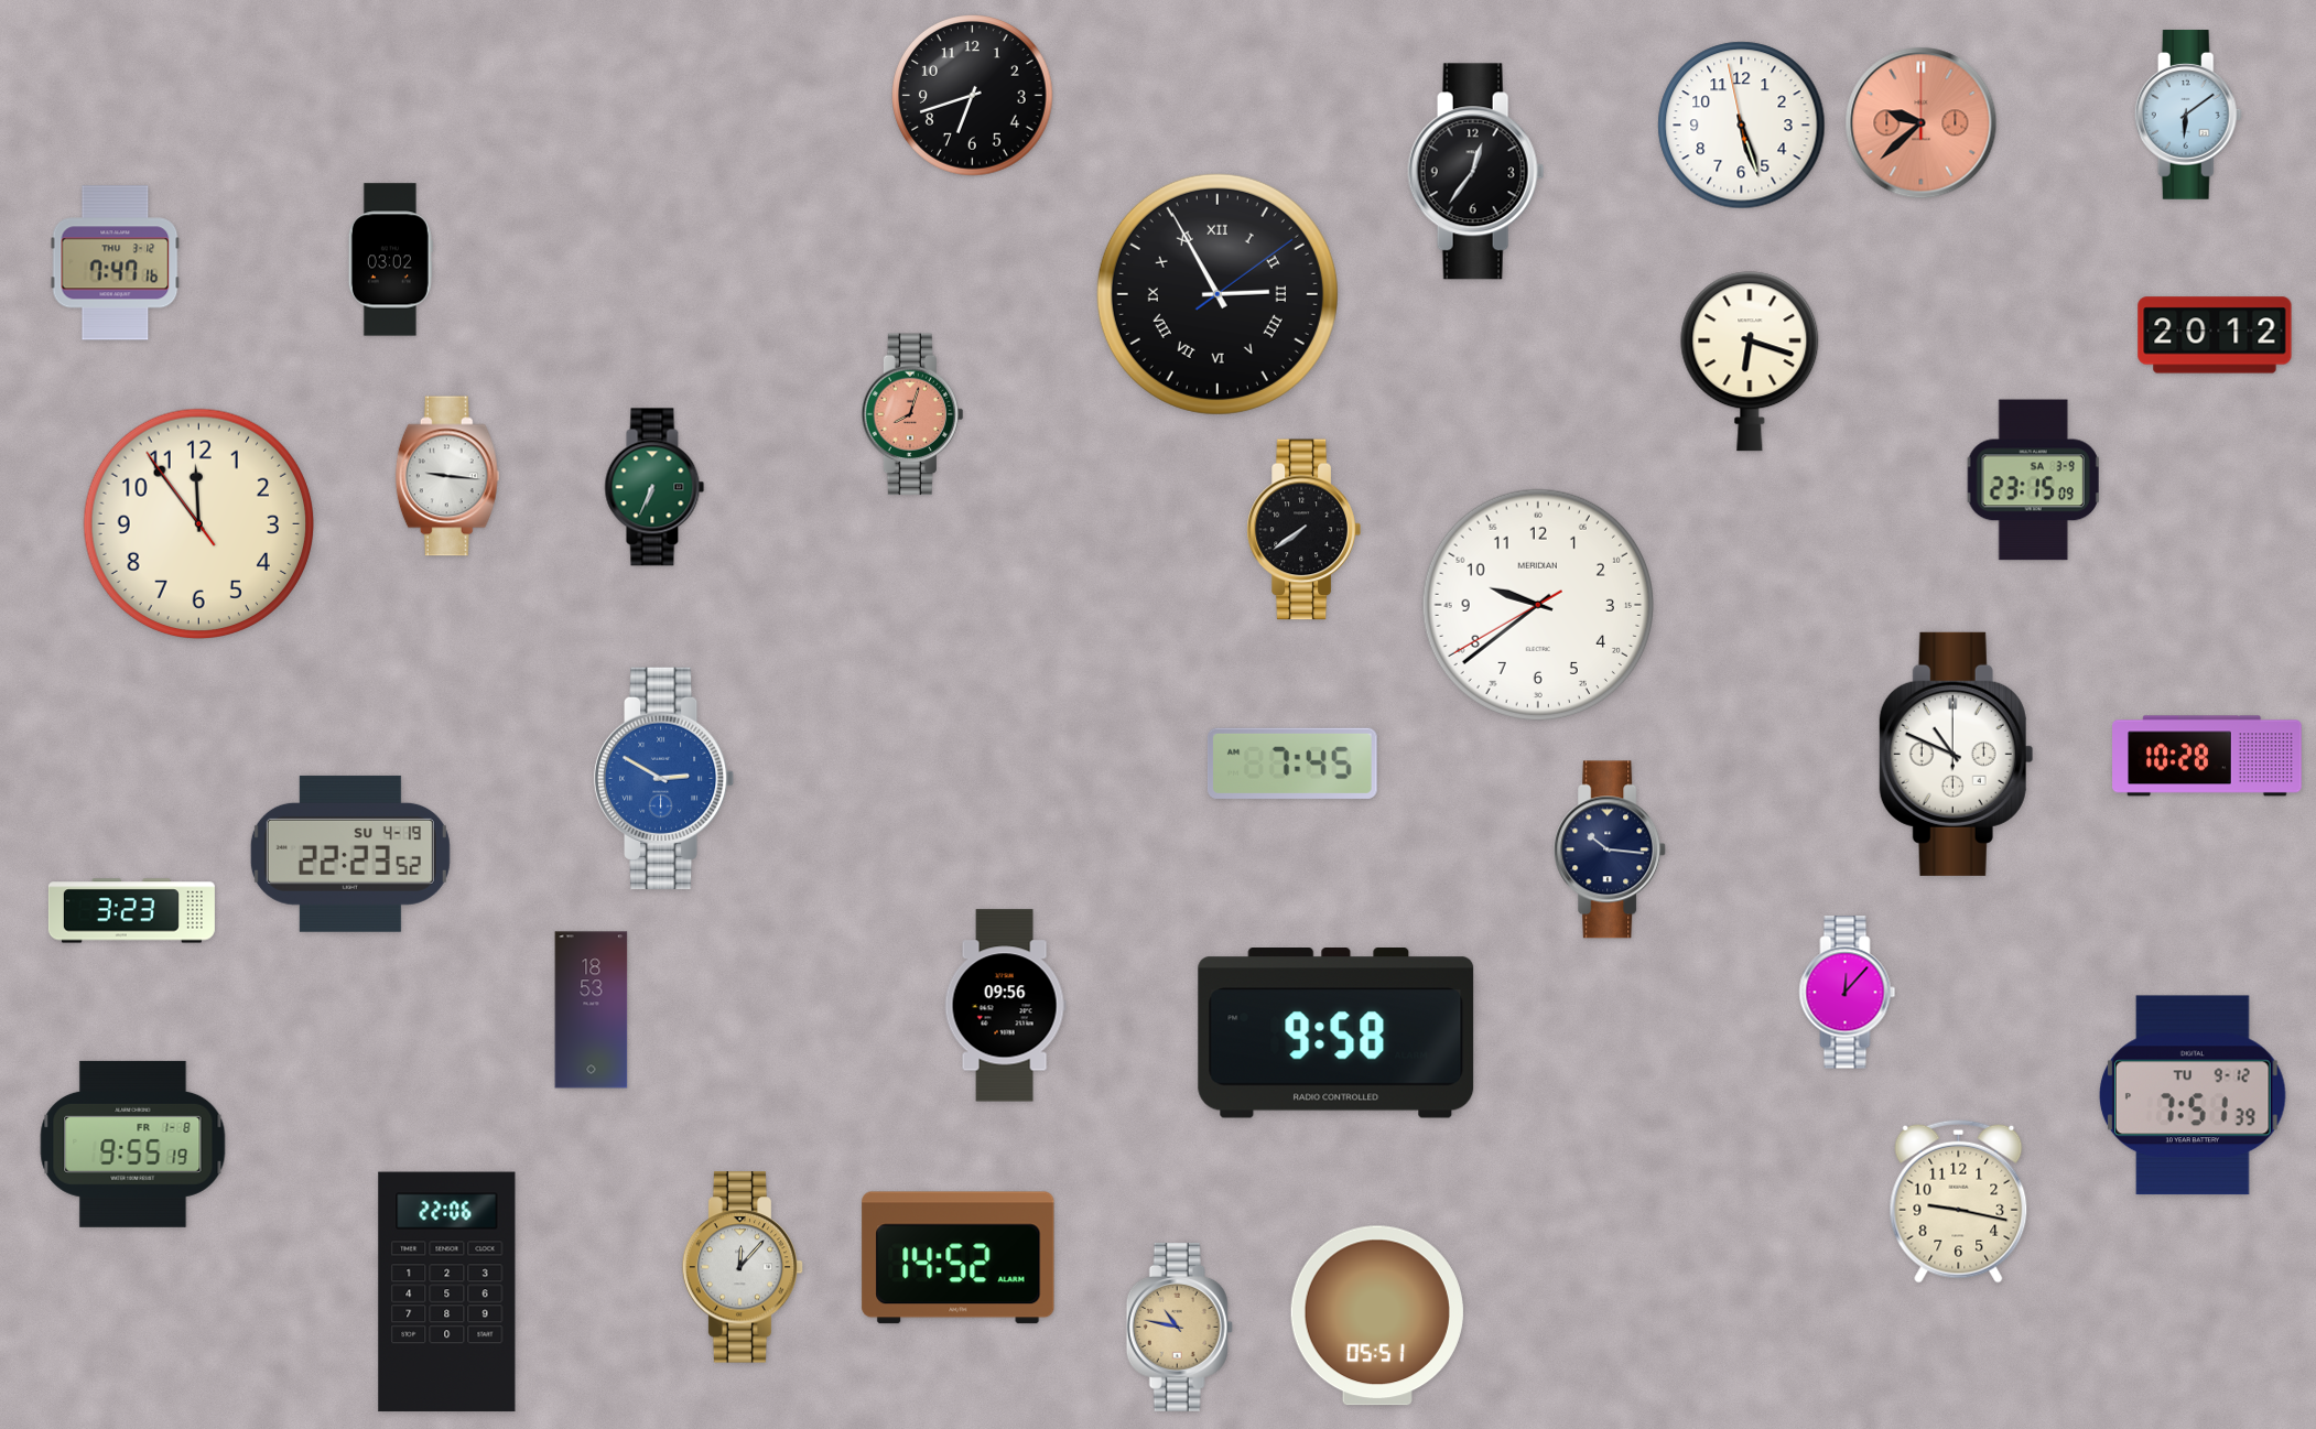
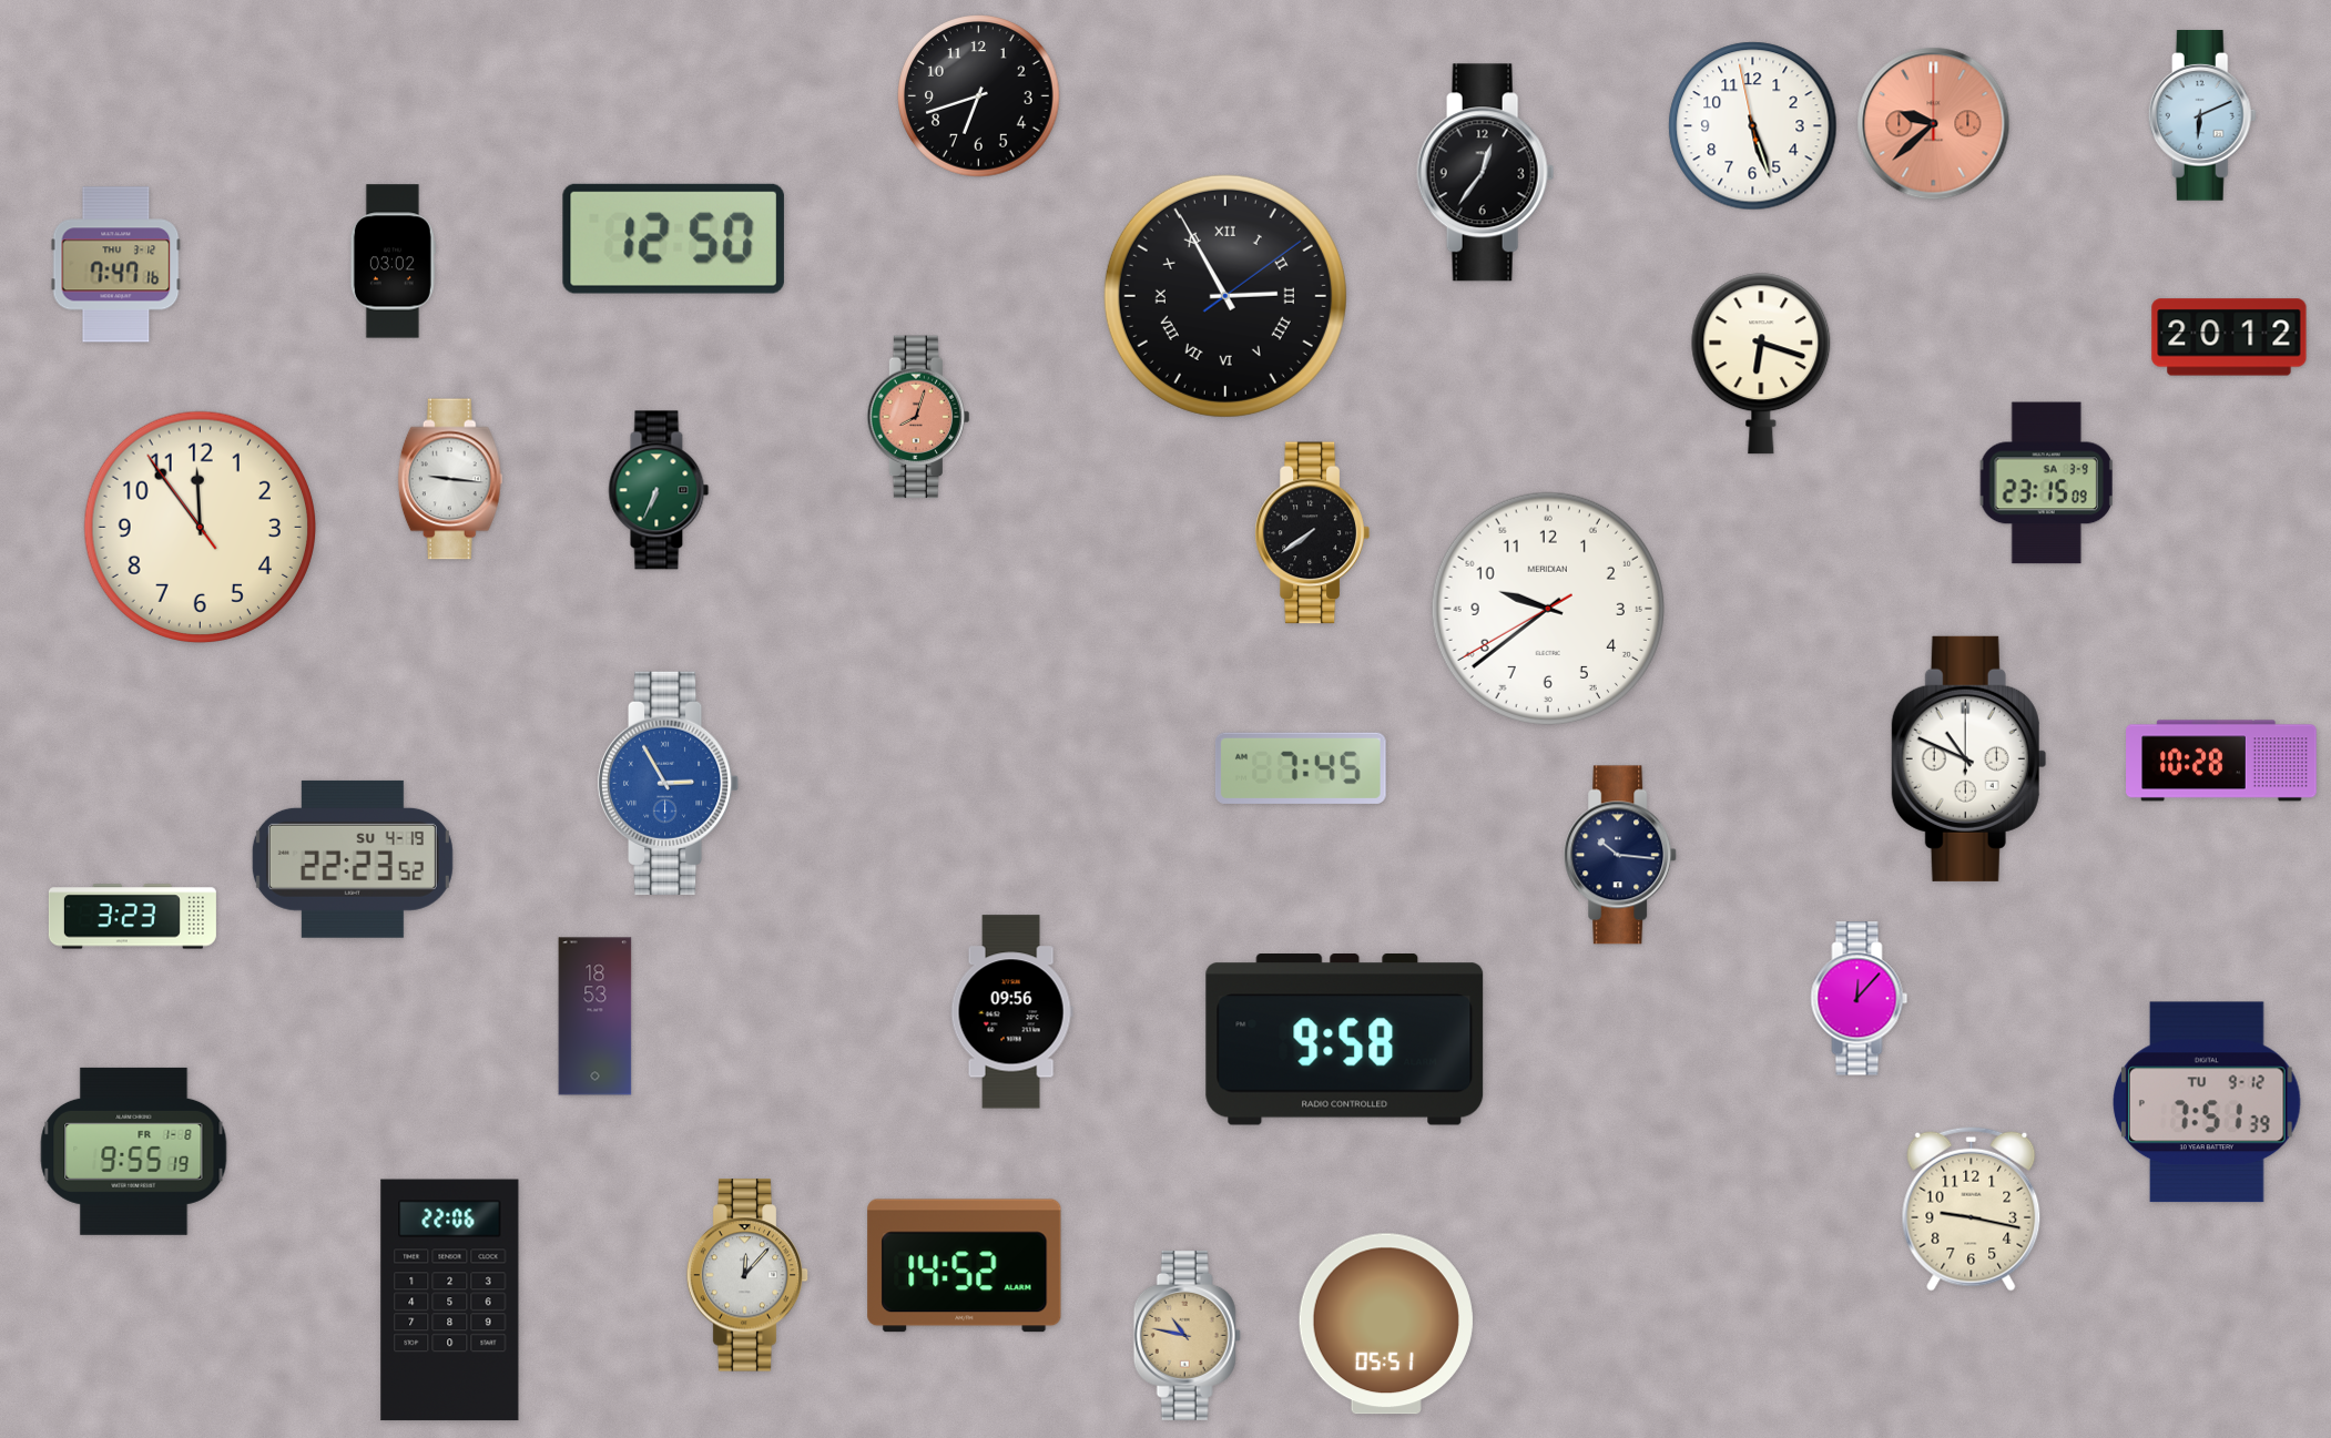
clock at (2188, 116): 6:09 -> 6:11
clock at (673, 238): none -> 12:50
clock at (664, 778): 2:50 -> 2:55
